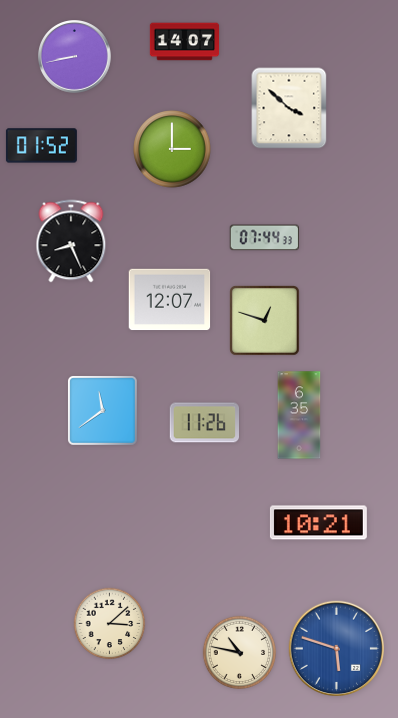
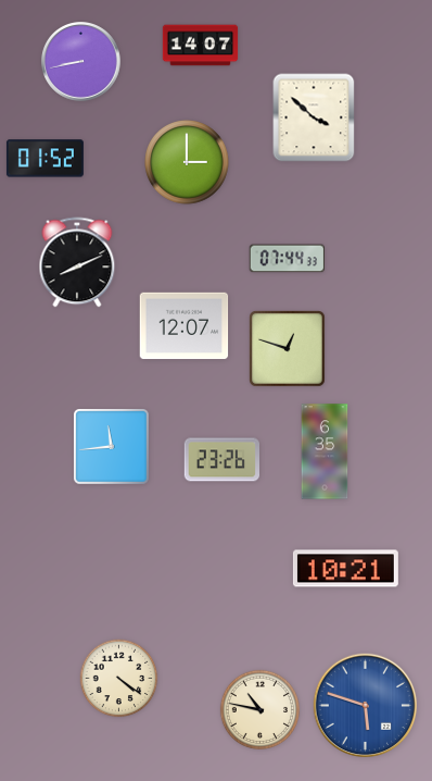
clock at (71, 241): 8:26 -> 8:11
clock at (103, 411): 11:39 -> 11:44
clock at (204, 423): 11:26 -> 23:26
clock at (110, 624): 3:08 -> 4:21
